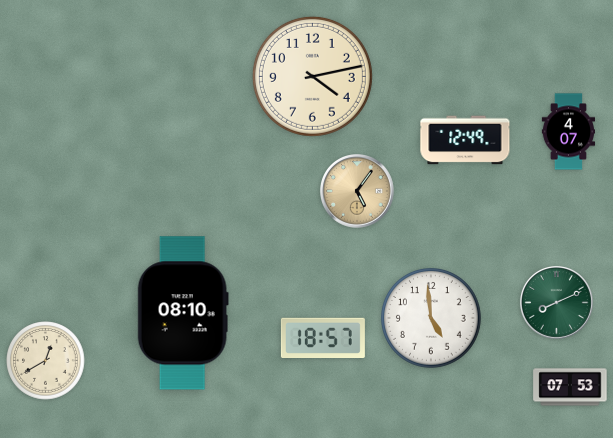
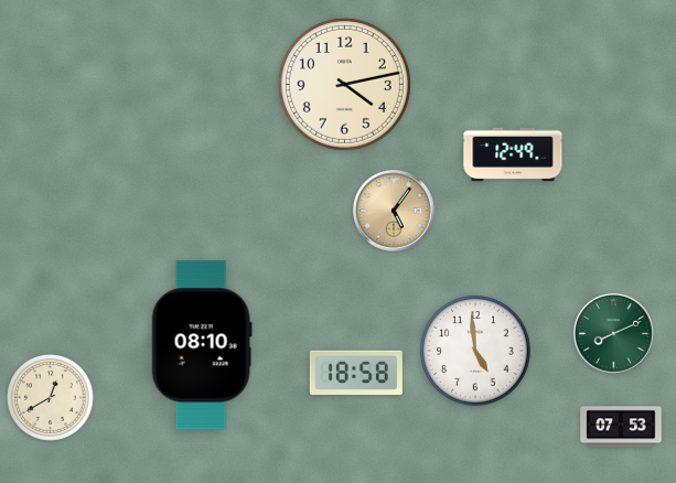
clock at (568, 132): 4:07 -> none
clock at (323, 337): 18:57 -> 18:58
clock at (570, 387) position: (570, 387) -> (621, 427)
